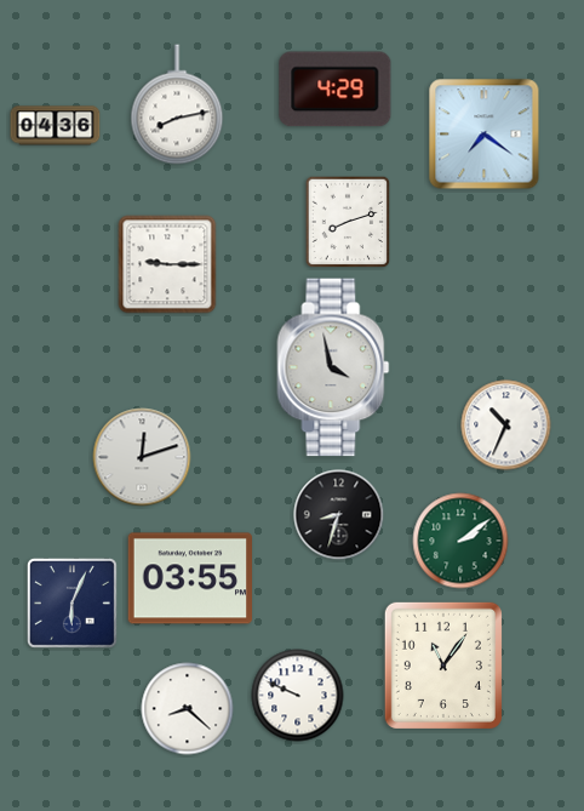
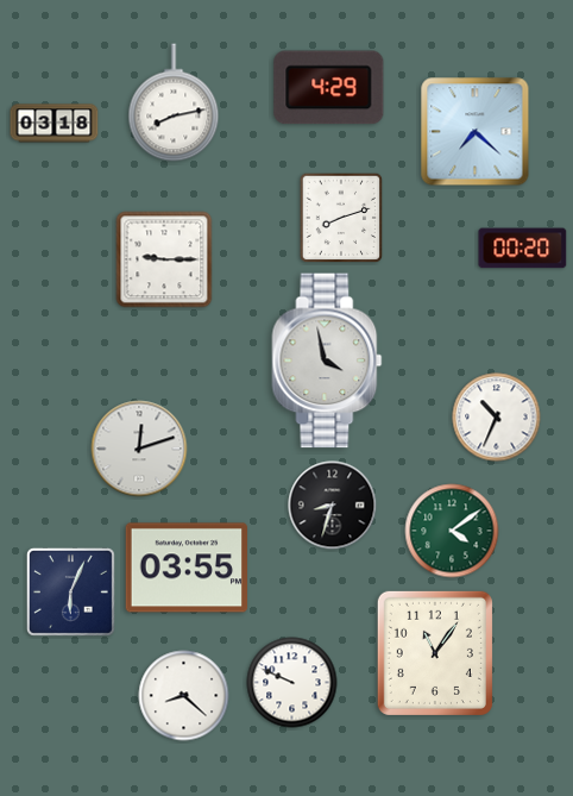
clock at (56, 126): 04:36 -> 03:18
clock at (485, 135): 7:21 -> 7:22
clock at (523, 249): none -> 00:20
clock at (460, 541): 2:09 -> 4:09
